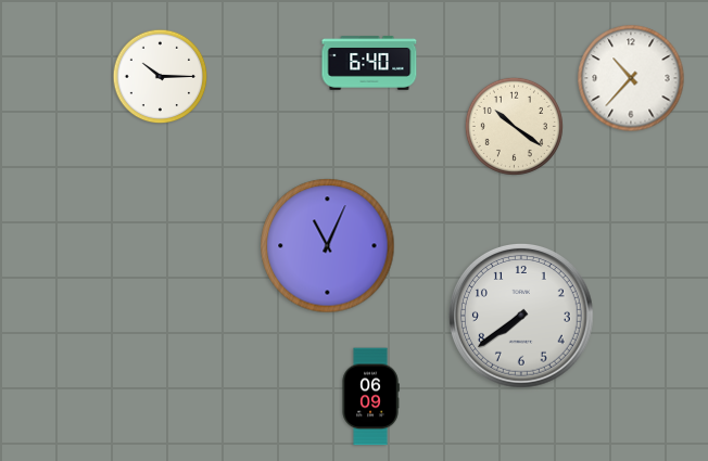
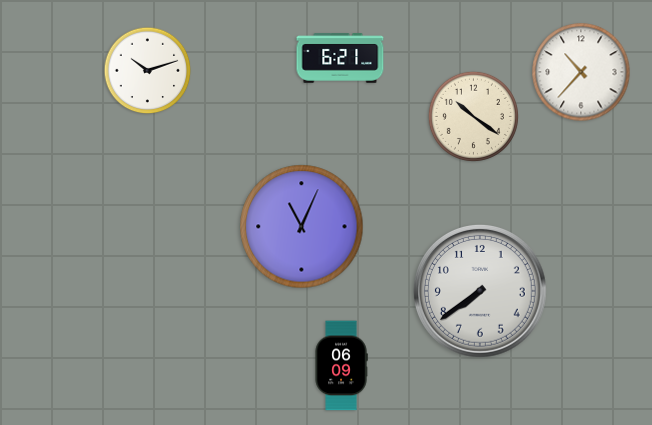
clock at (369, 63): 6:40 -> 6:21
clock at (161, 77): 10:15 -> 10:12
